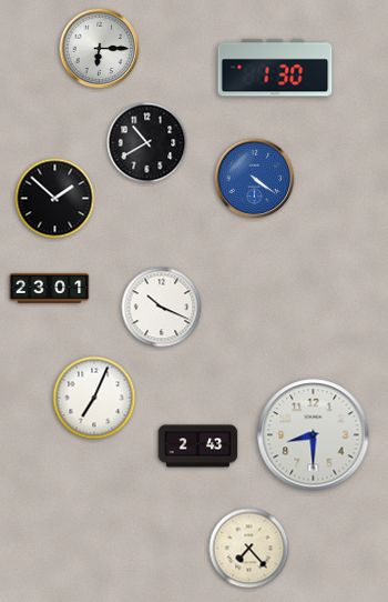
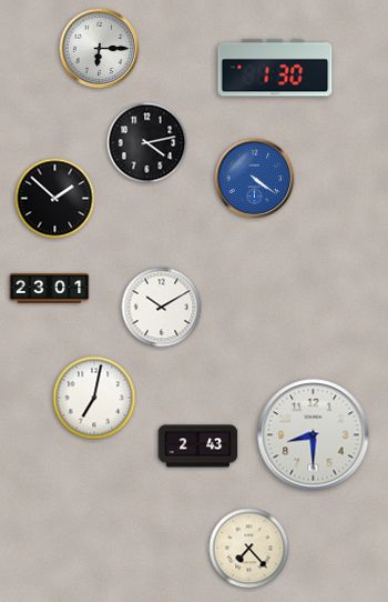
clock at (147, 143): 10:40 -> 4:13
clock at (162, 308): 10:19 -> 10:10
clock at (94, 398): 7:04 -> 7:02
